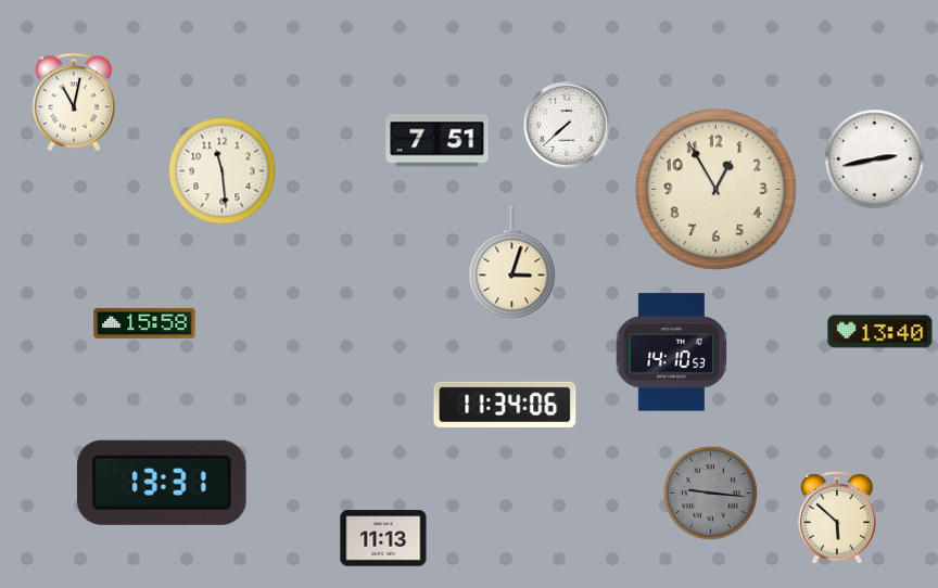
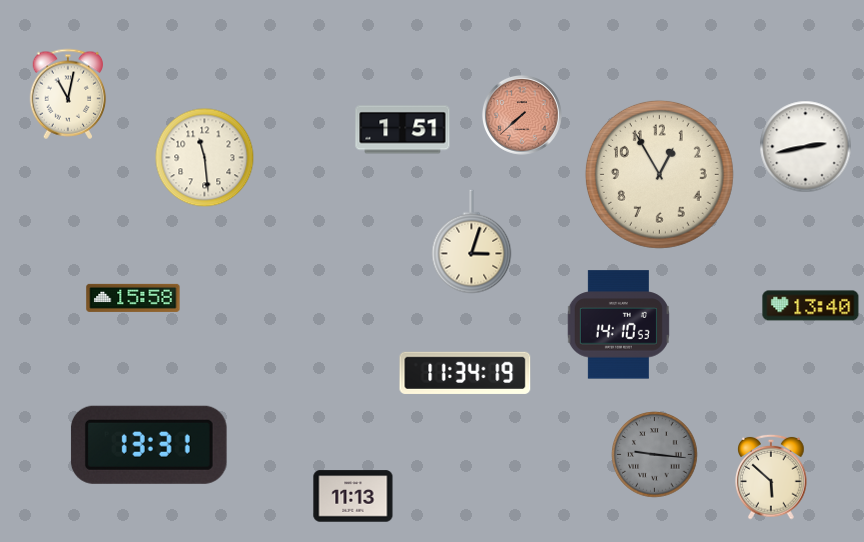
clock at (567, 125) dial: white -> salmon
clock at (438, 141): 7:51 -> 1:51
clock at (505, 405): 11:34:06 -> 11:34:19
